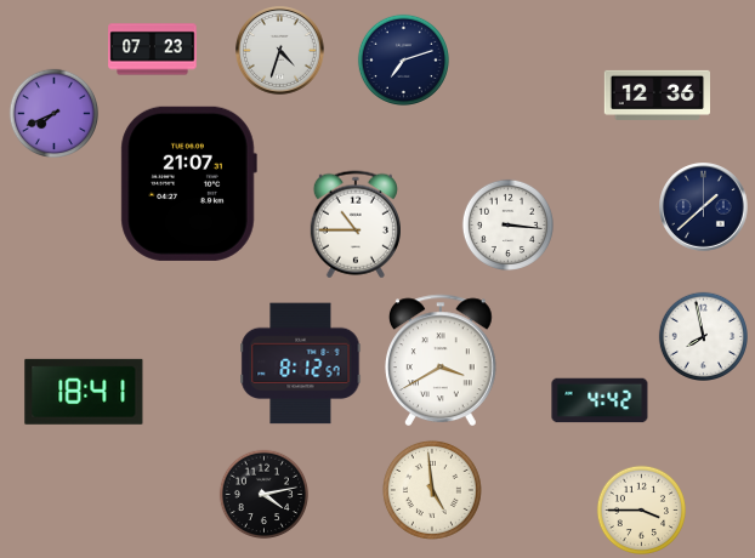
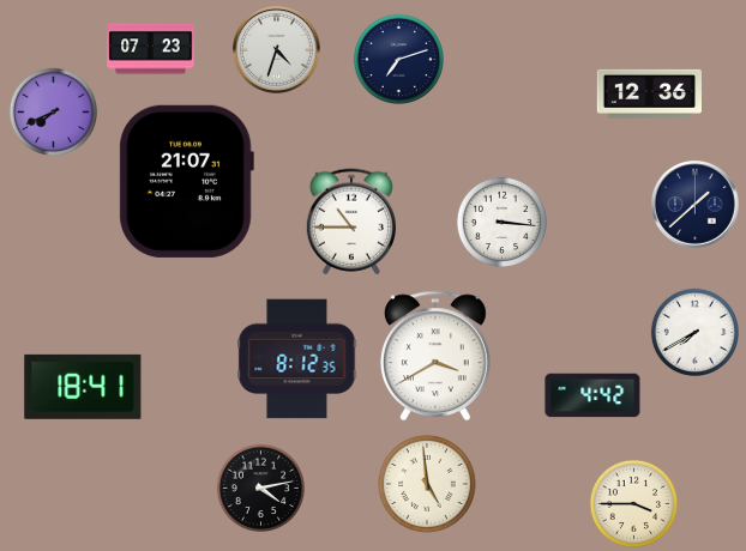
clock at (704, 337): 7:58 -> 7:40
clock at (301, 364): 8:12:57 -> 8:12:35
